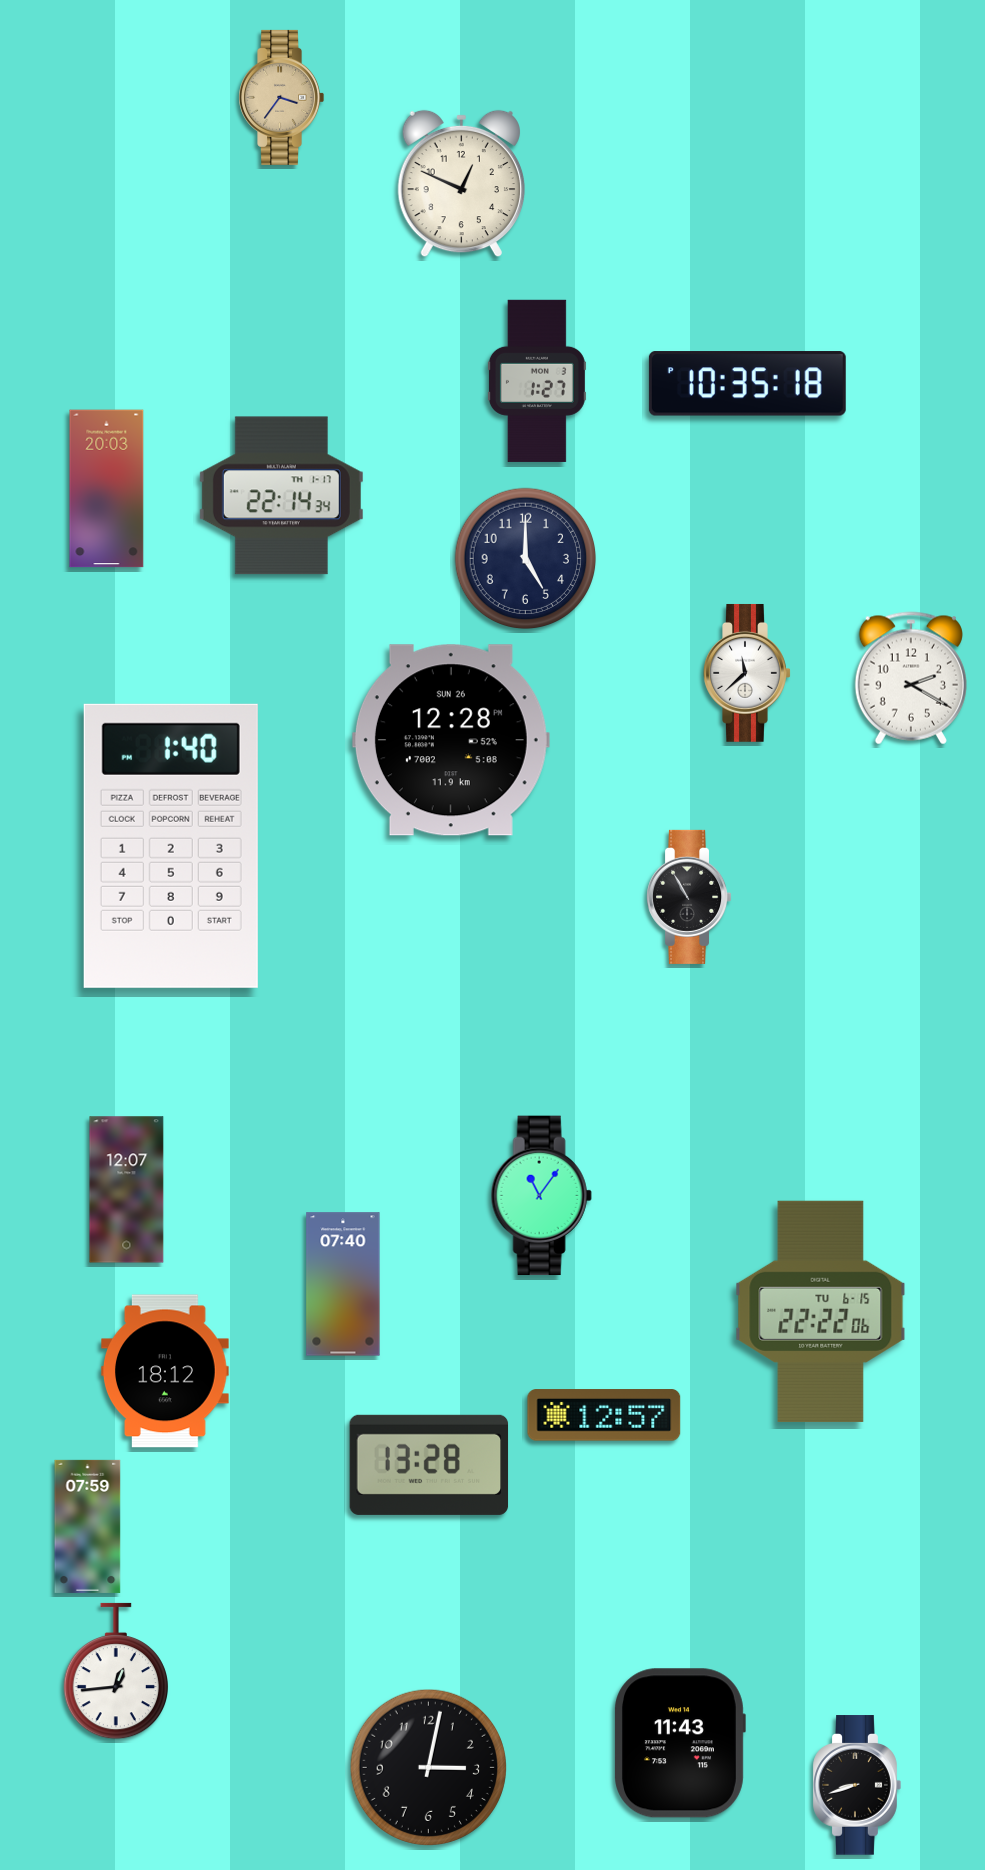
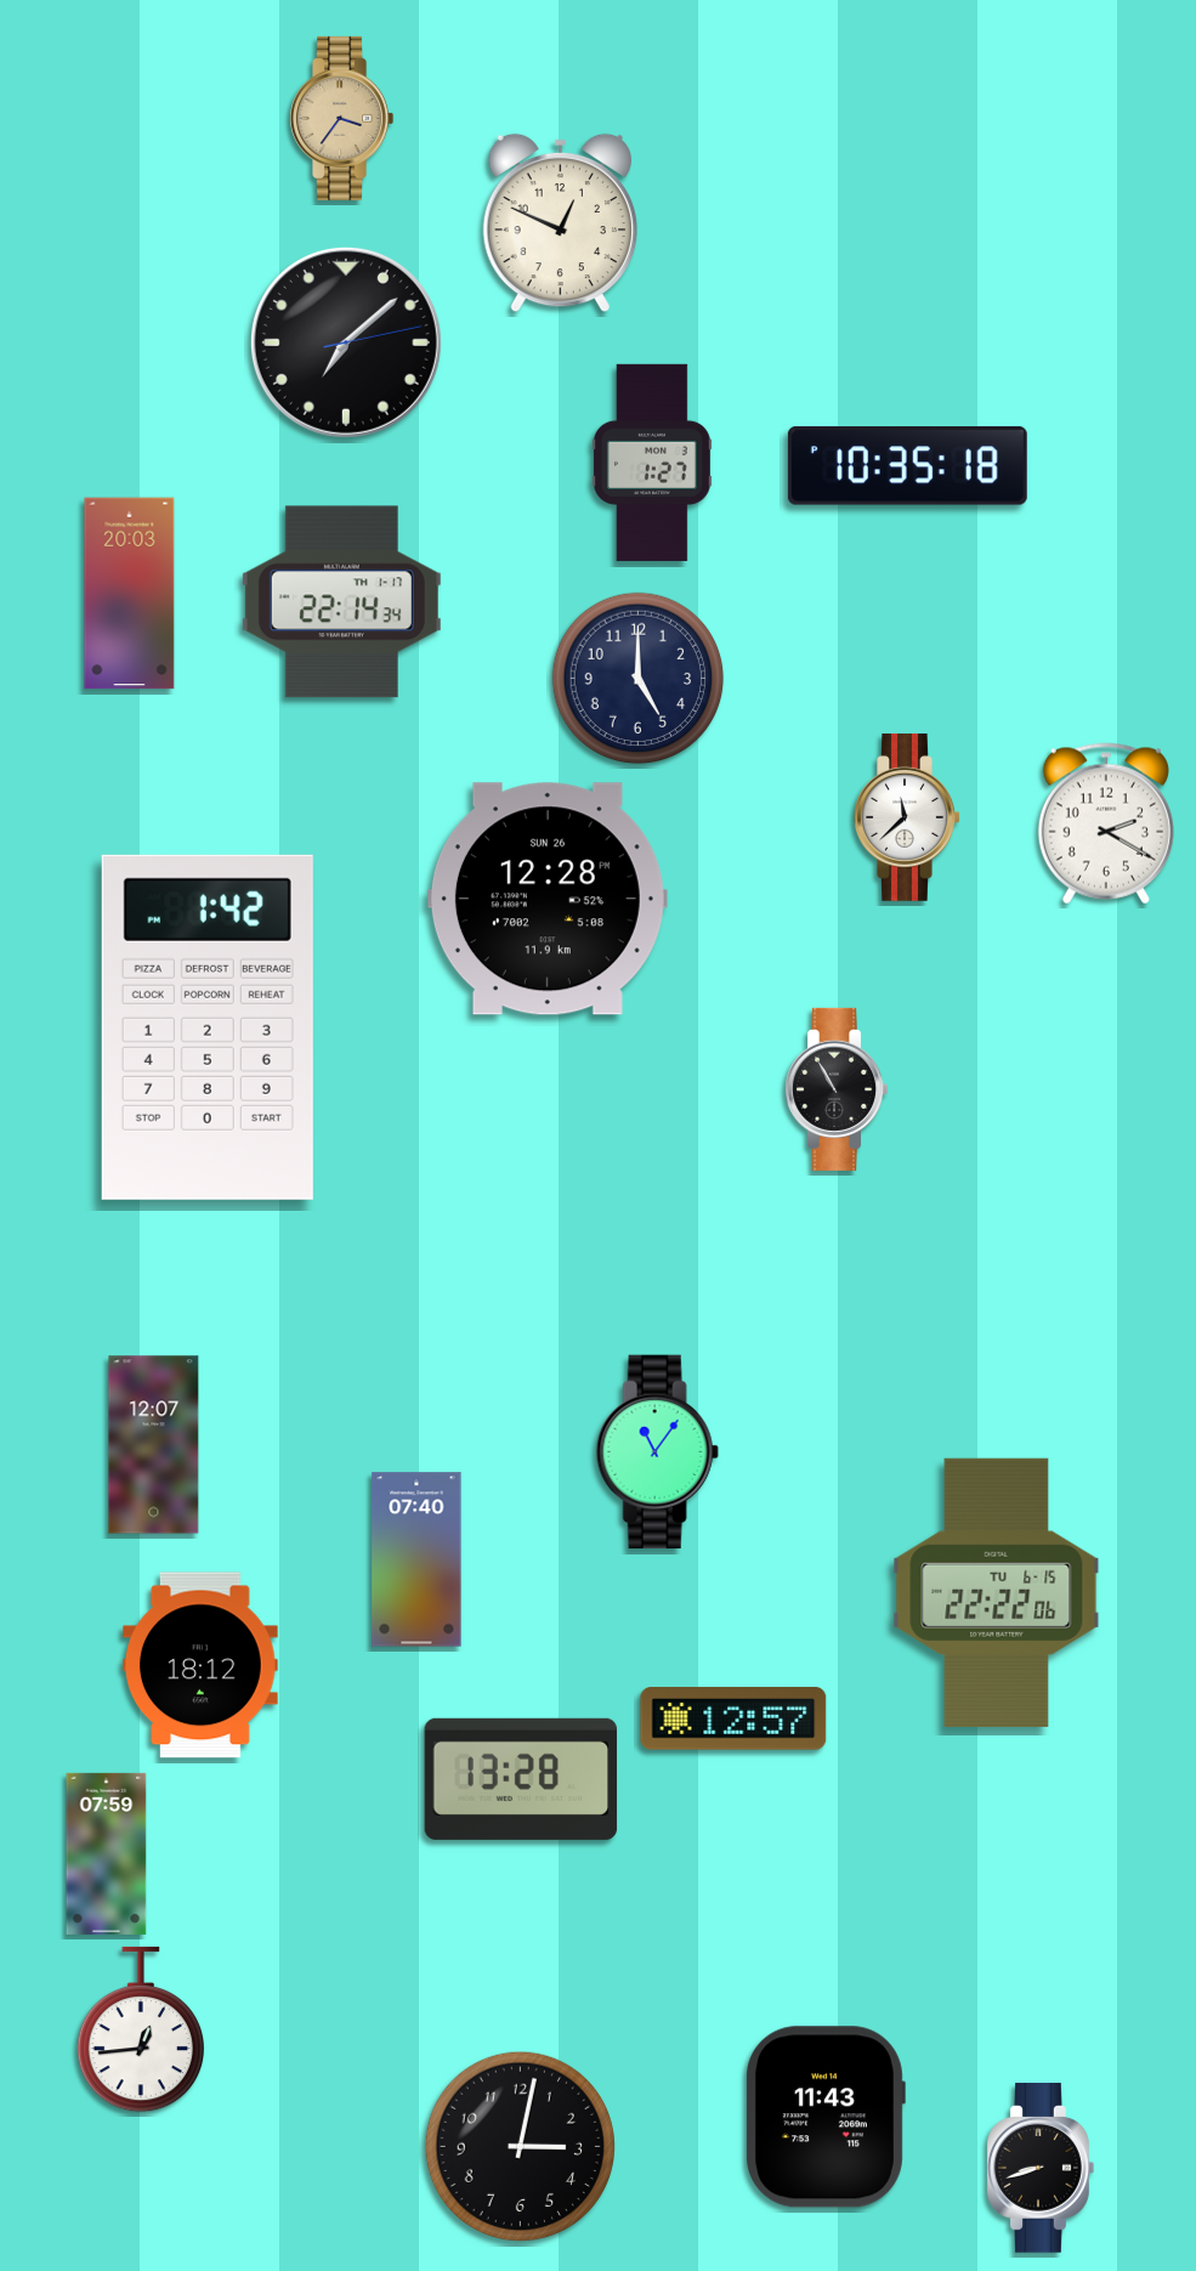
clock at (346, 342): none -> 7:08
clock at (171, 846): 1:40 -> 1:42
